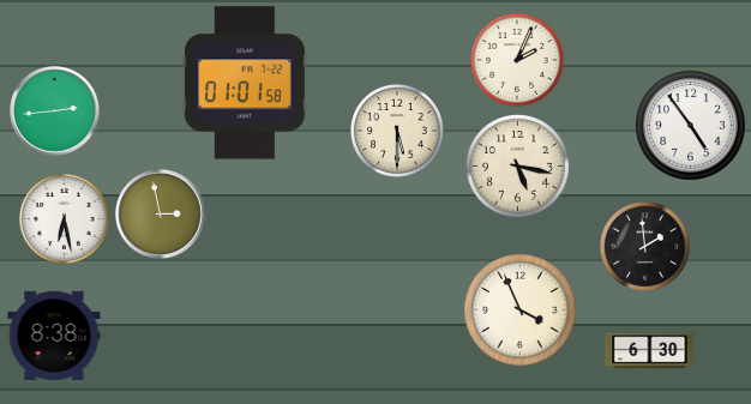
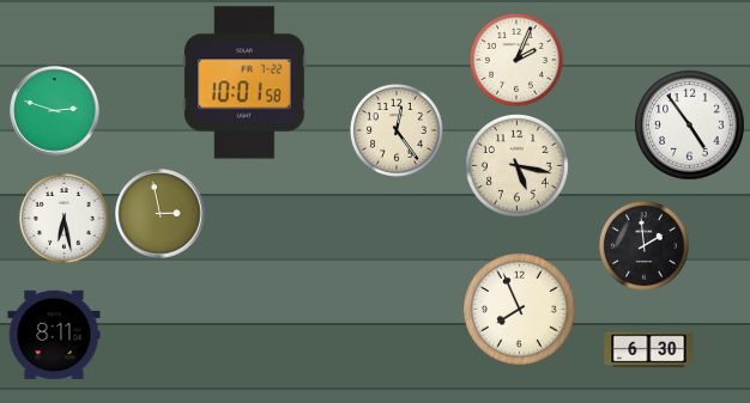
clock at (245, 83): 01:01 -> 10:01
clock at (55, 111): 2:44 -> 2:48
clock at (397, 131): 5:30 -> 12:24
clock at (521, 310): 3:56 -> 7:56
clock at (54, 334): 8:38 -> 8:11
